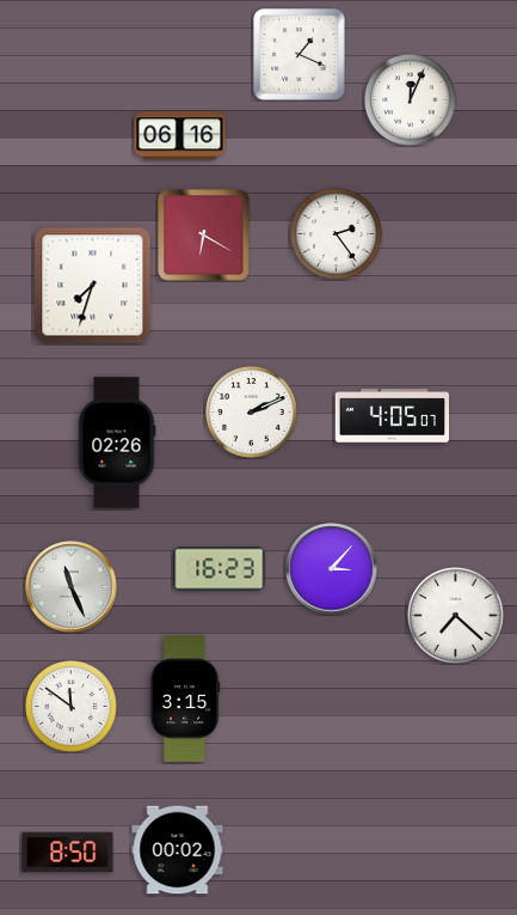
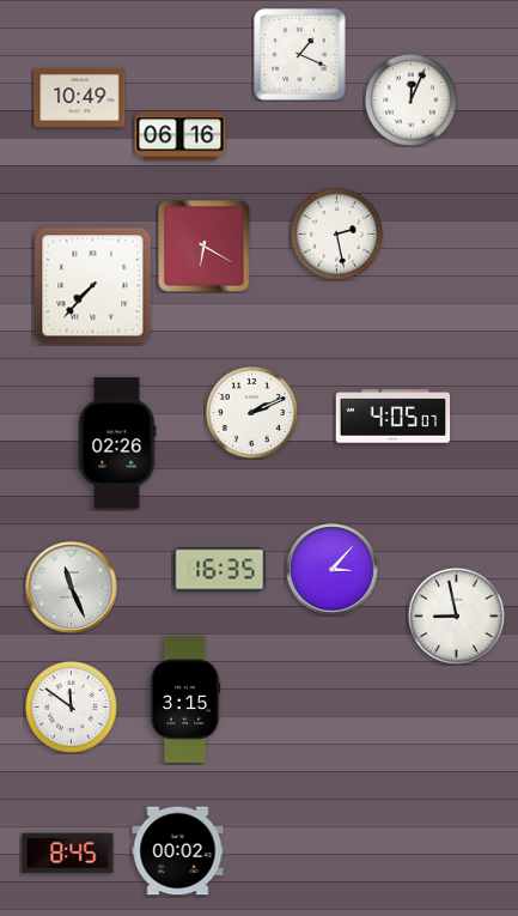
clock at (80, 97): none -> 10:49
clock at (336, 233): 2:24 -> 2:28
clock at (204, 236) position: (204, 236) -> (205, 247)
clock at (93, 286): 7:33 -> 7:37
clock at (220, 569): 16:23 -> 16:35
clock at (455, 615): 7:22 -> 8:58
clock at (68, 853): 8:50 -> 8:45
